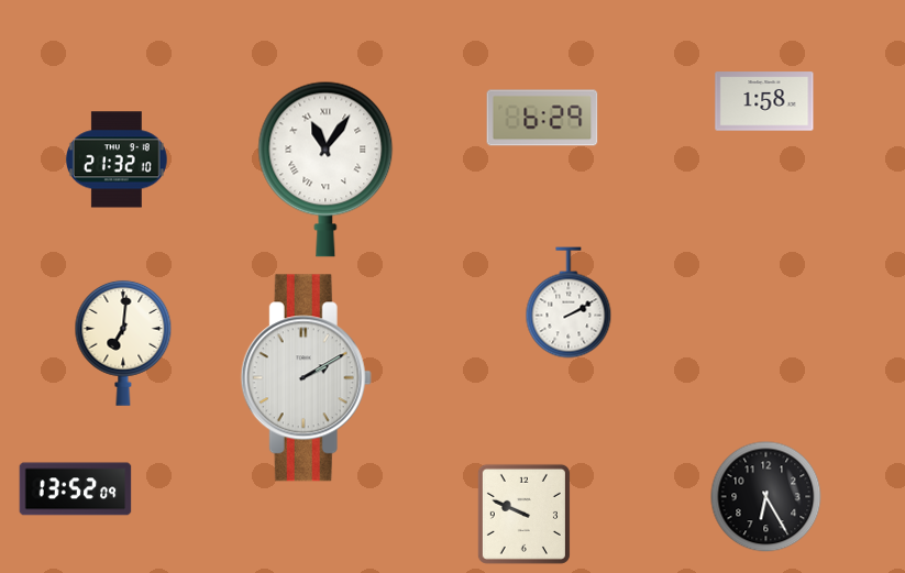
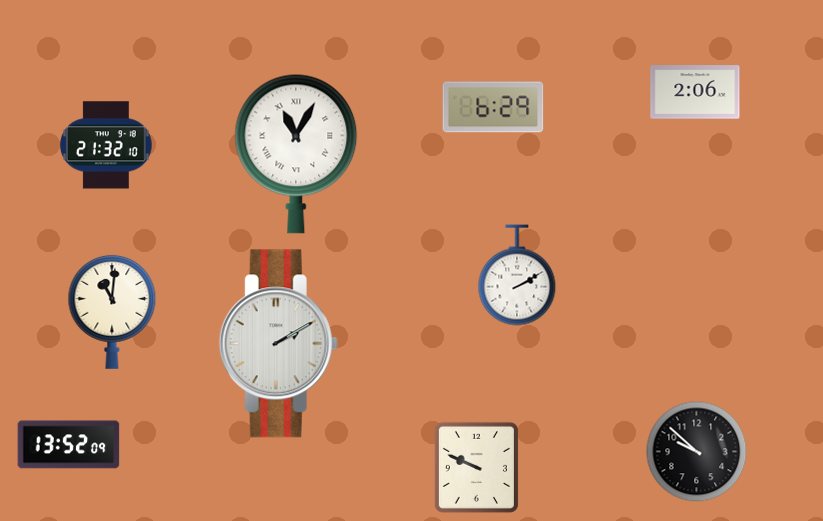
clock at (764, 101): 1:58 -> 2:06
clock at (325, 169): 11:06 -> 11:05
clock at (123, 343): 7:01 -> 11:01
clock at (766, 497): 6:25 -> 9:52
